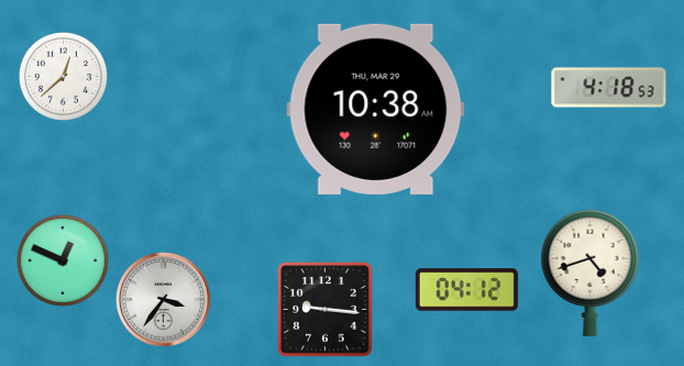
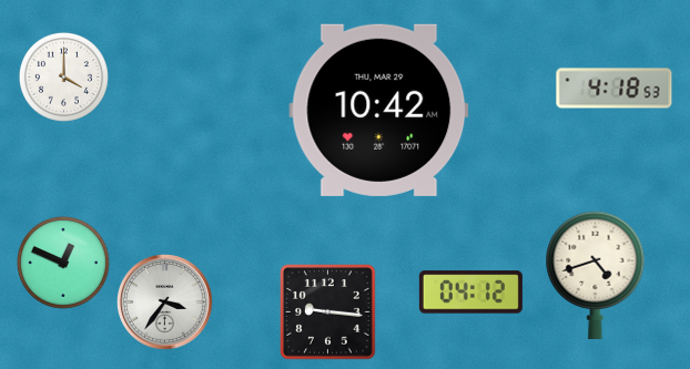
clock at (63, 76): 12:38 -> 4:00
clock at (376, 109): 10:38 -> 10:42
